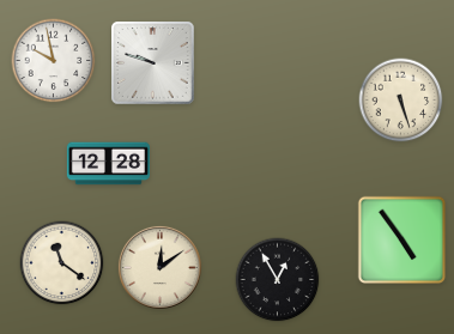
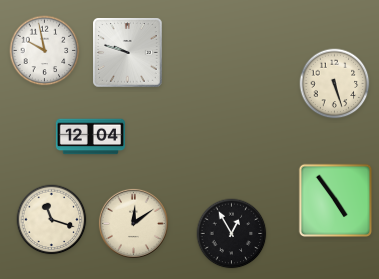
clock at (108, 164): 12:28 -> 12:04
clock at (62, 263): 11:21 -> 11:18
